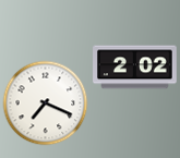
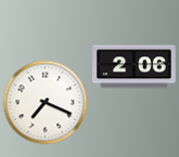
clock at (135, 68): 2:02 -> 2:06
